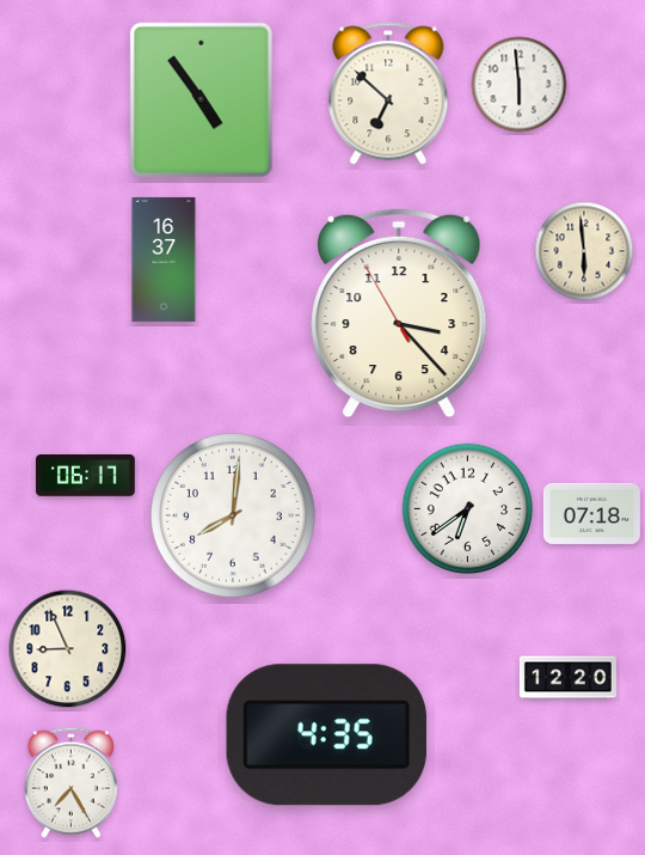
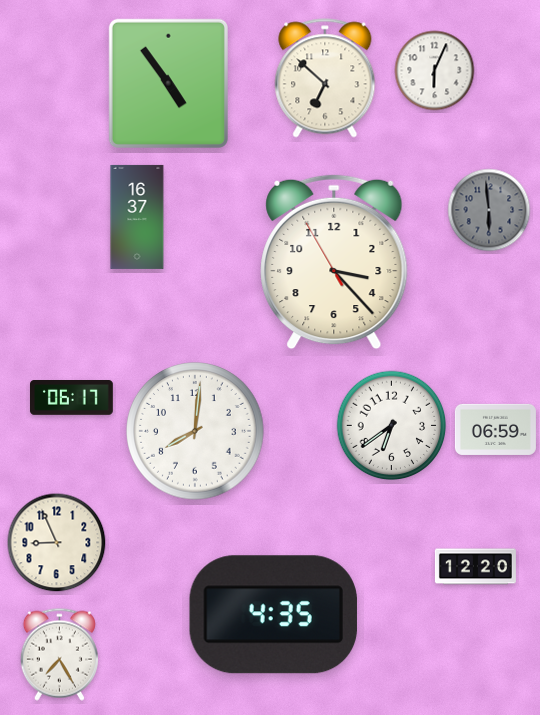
clock at (520, 85): 5:59 -> 6:04
clock at (584, 251) dial: cream -> grey
clock at (591, 513): 07:18 -> 06:59
